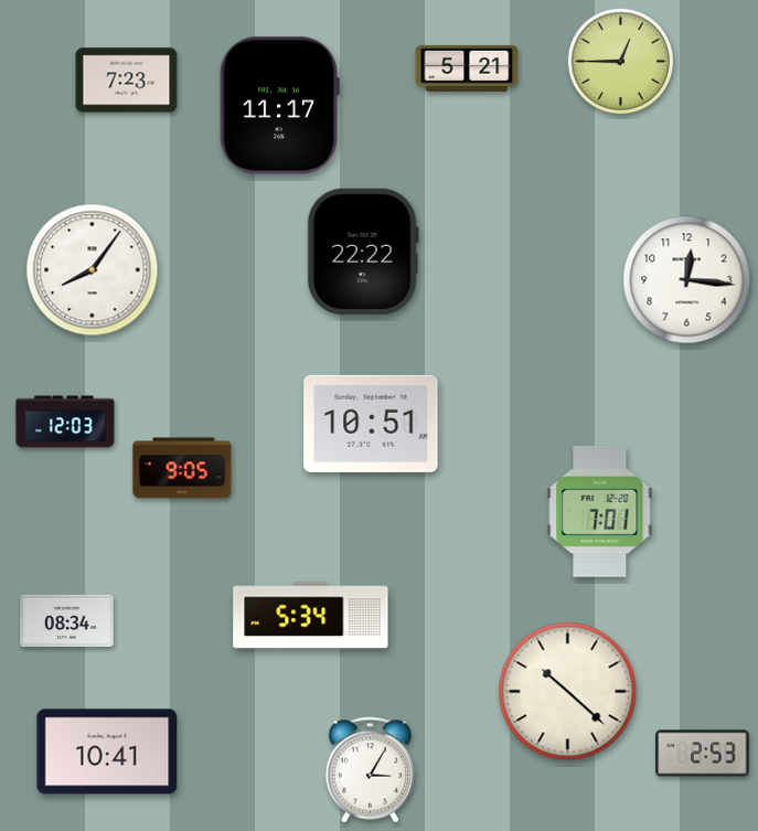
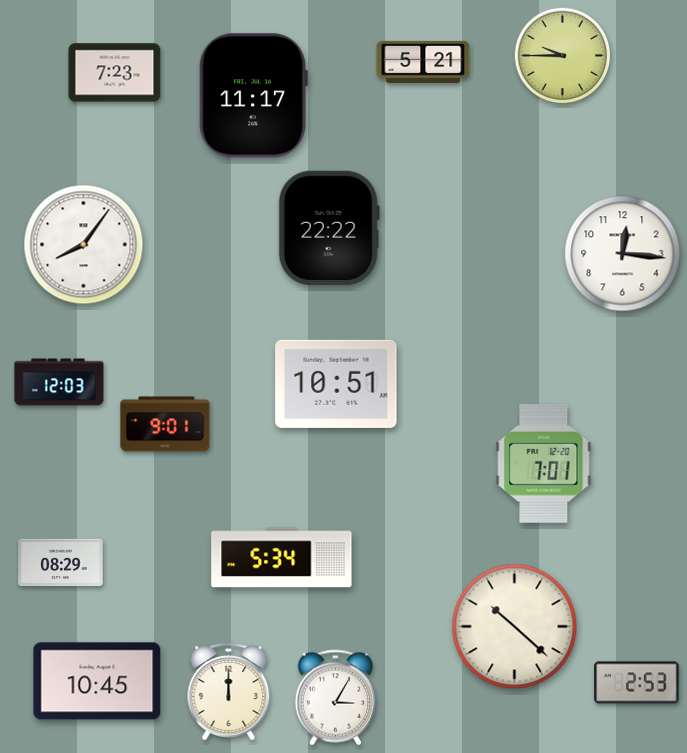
clock at (621, 62): 12:45 -> 9:45
clock at (182, 468): 9:05 -> 9:01
clock at (67, 621): 08:34 -> 08:29
clock at (107, 752): 10:41 -> 10:45
clock at (229, 692): none -> 12:00
